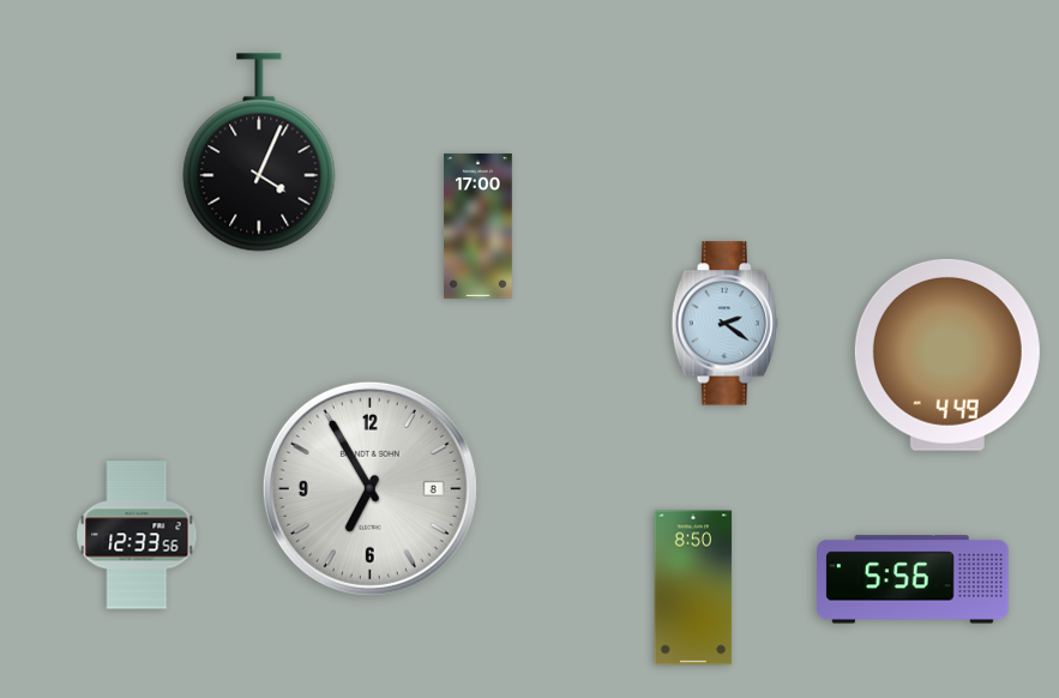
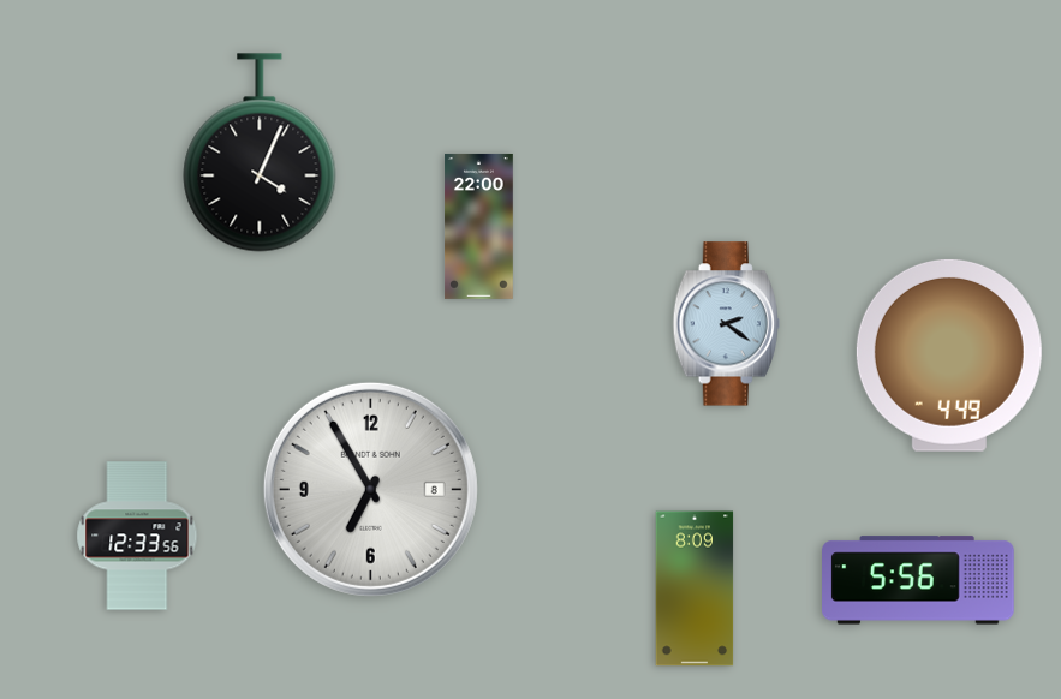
clock at (479, 225): 17:00 -> 22:00
clock at (914, 579) position: (914, 579) -> (919, 580)
clock at (693, 588): 8:50 -> 8:09
